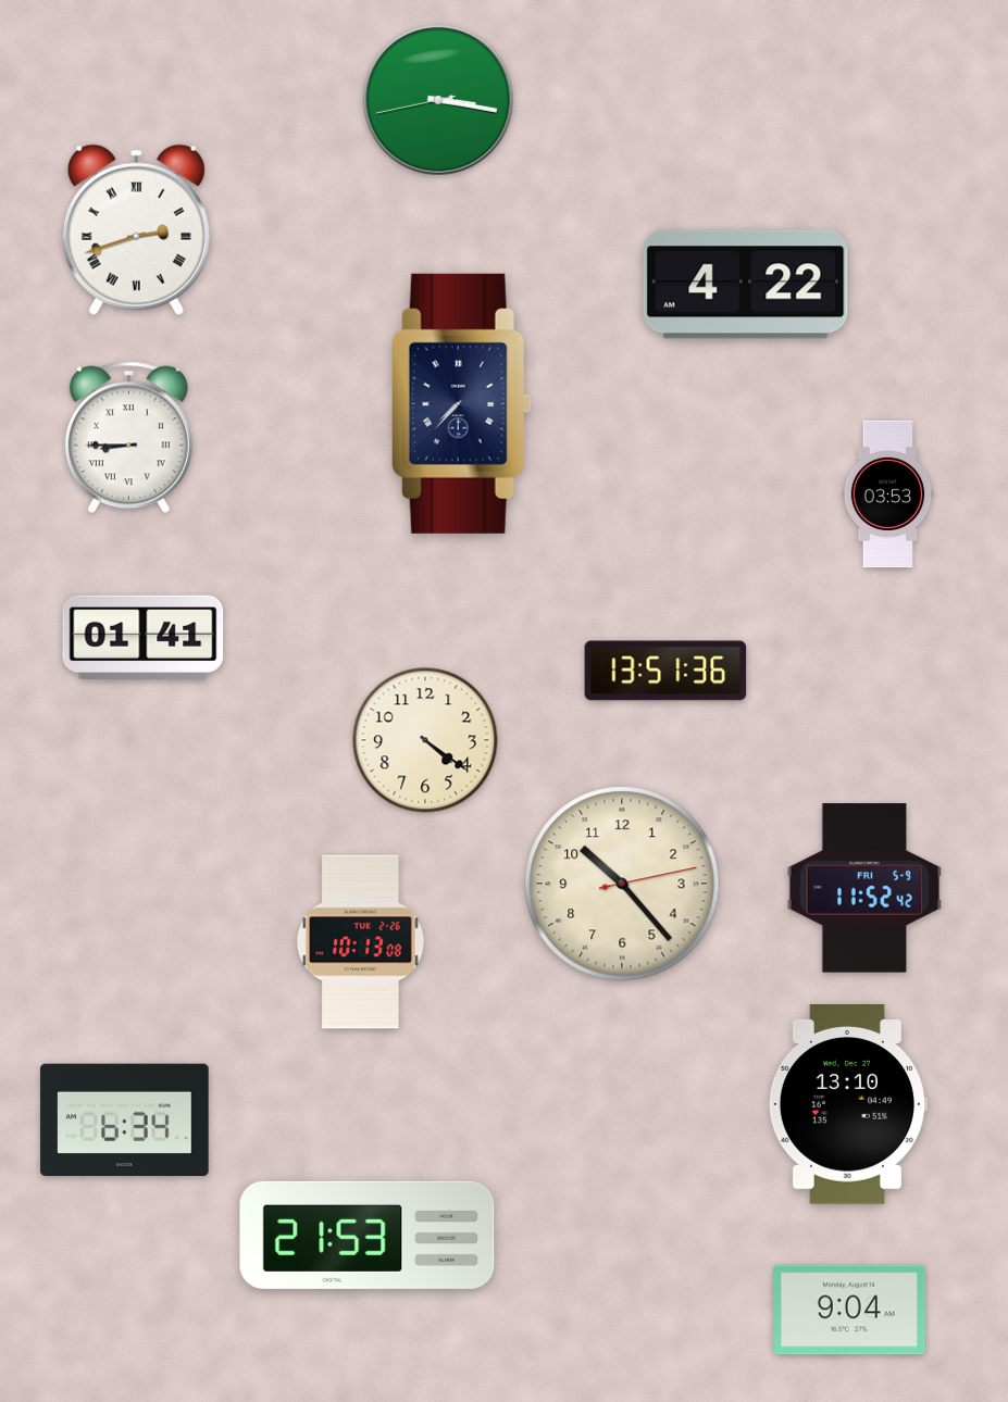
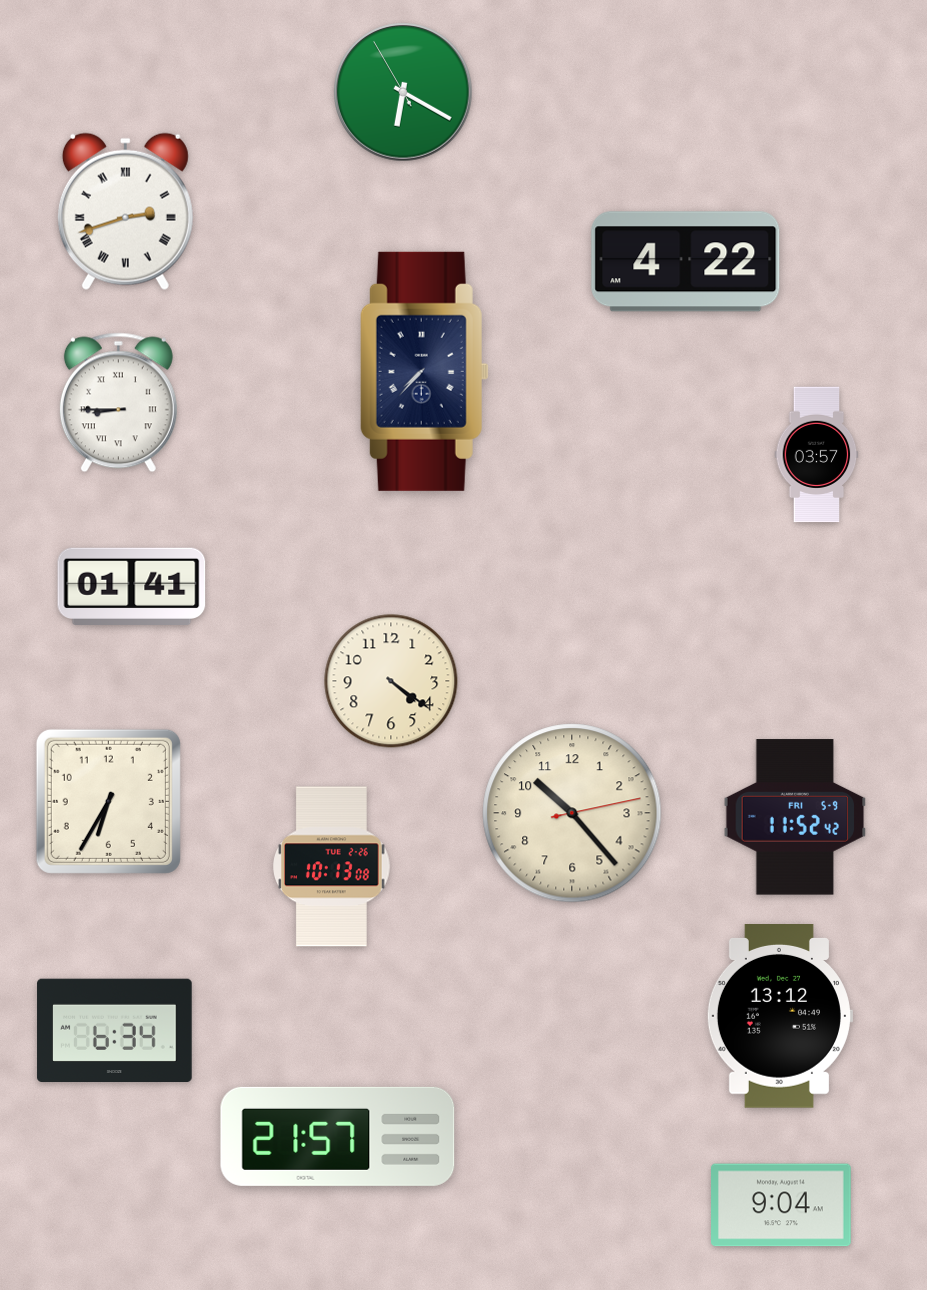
clock at (438, 100): 3:16 -> 6:19
clock at (888, 495): 03:53 -> 03:57
clock at (665, 671): 13:51 -> none
clock at (108, 801): none -> 6:35
clock at (847, 1105): 13:10 -> 13:12
clock at (368, 1235): 21:53 -> 21:57
